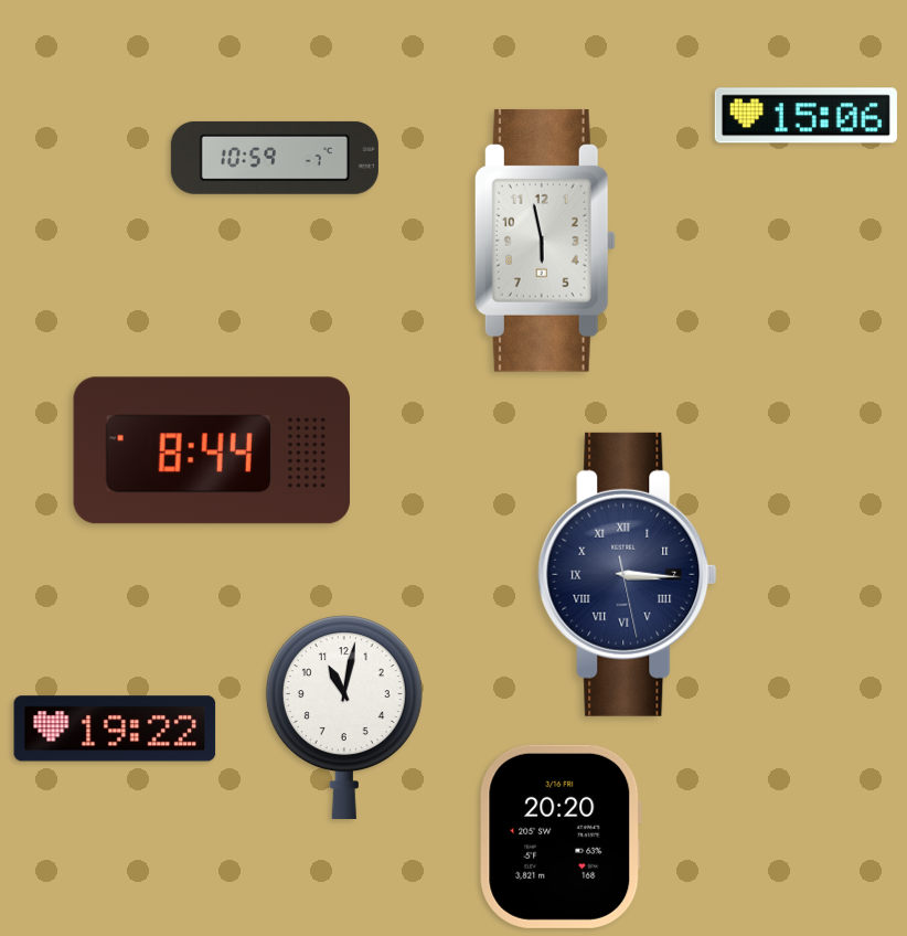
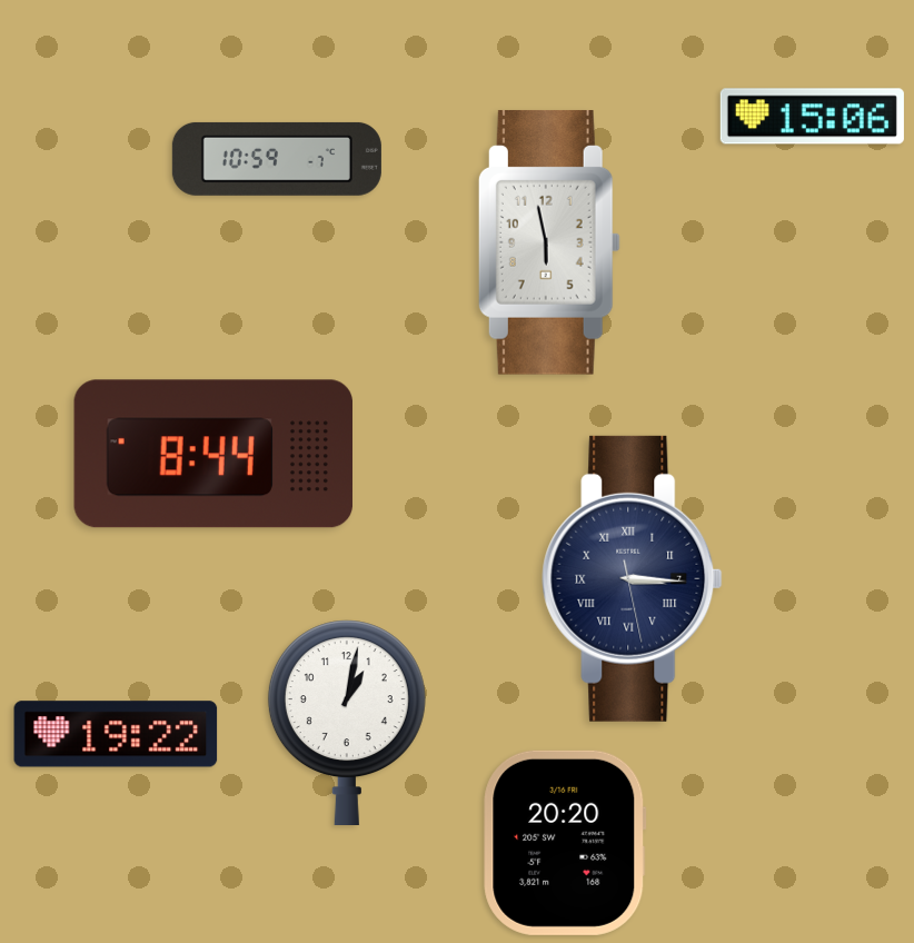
clock at (344, 716): 11:02 -> 1:02
